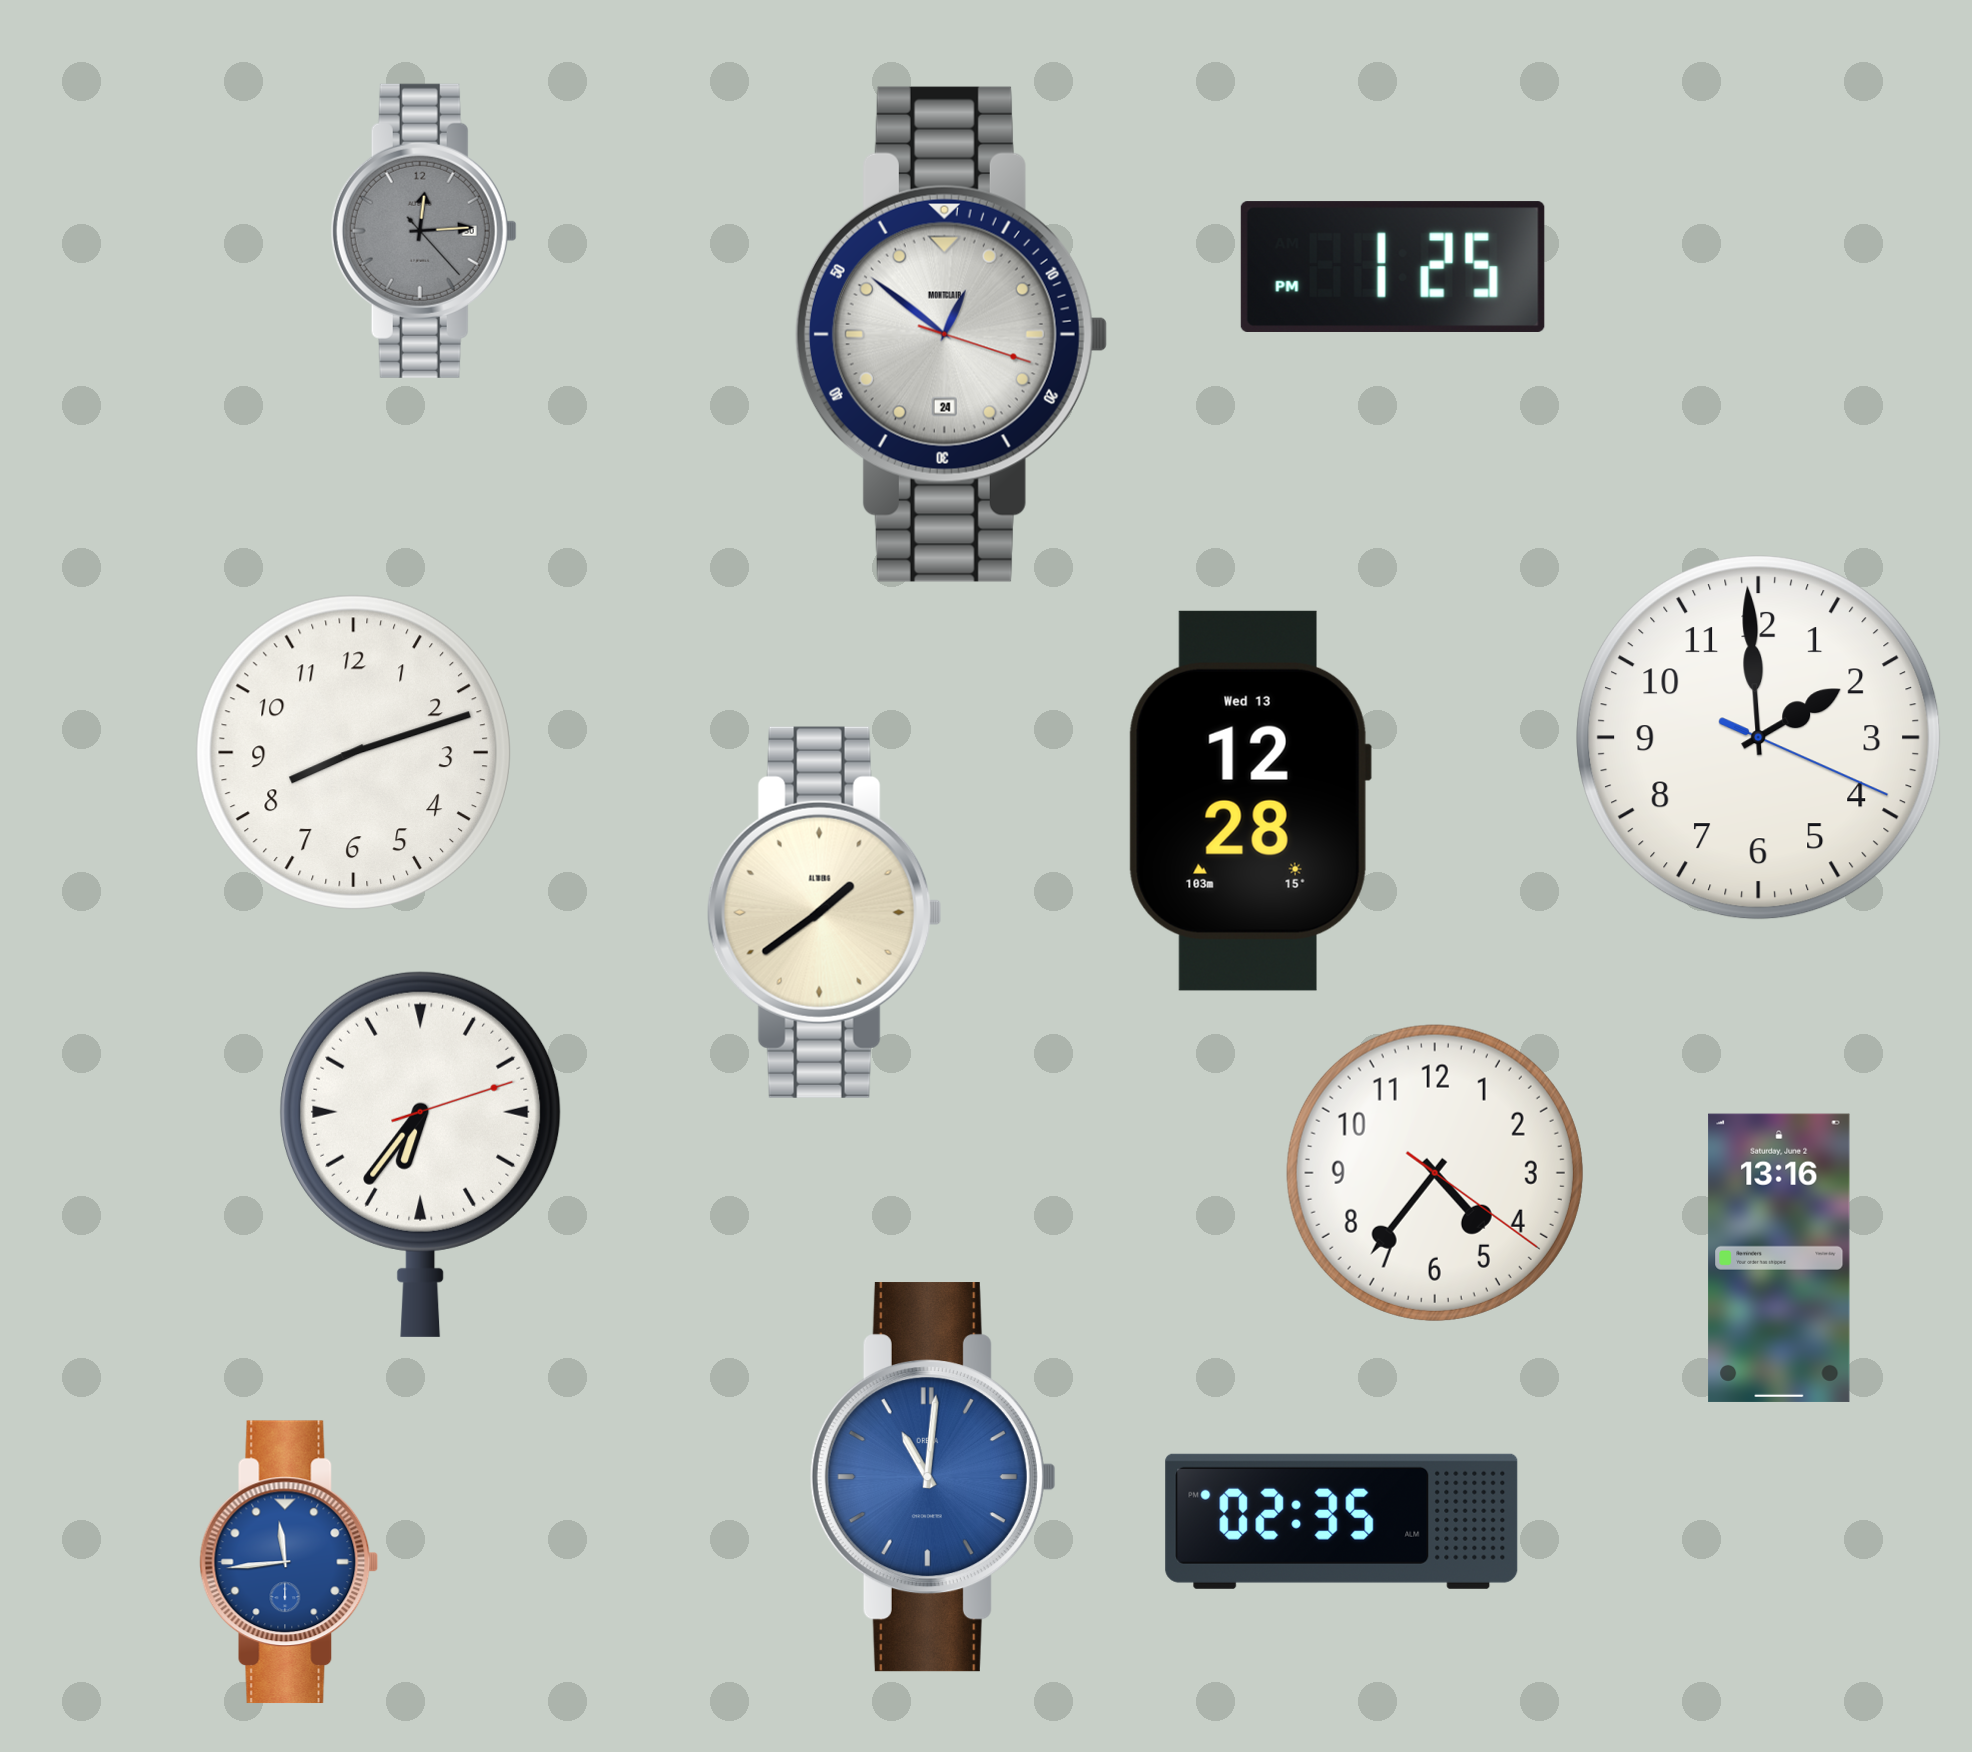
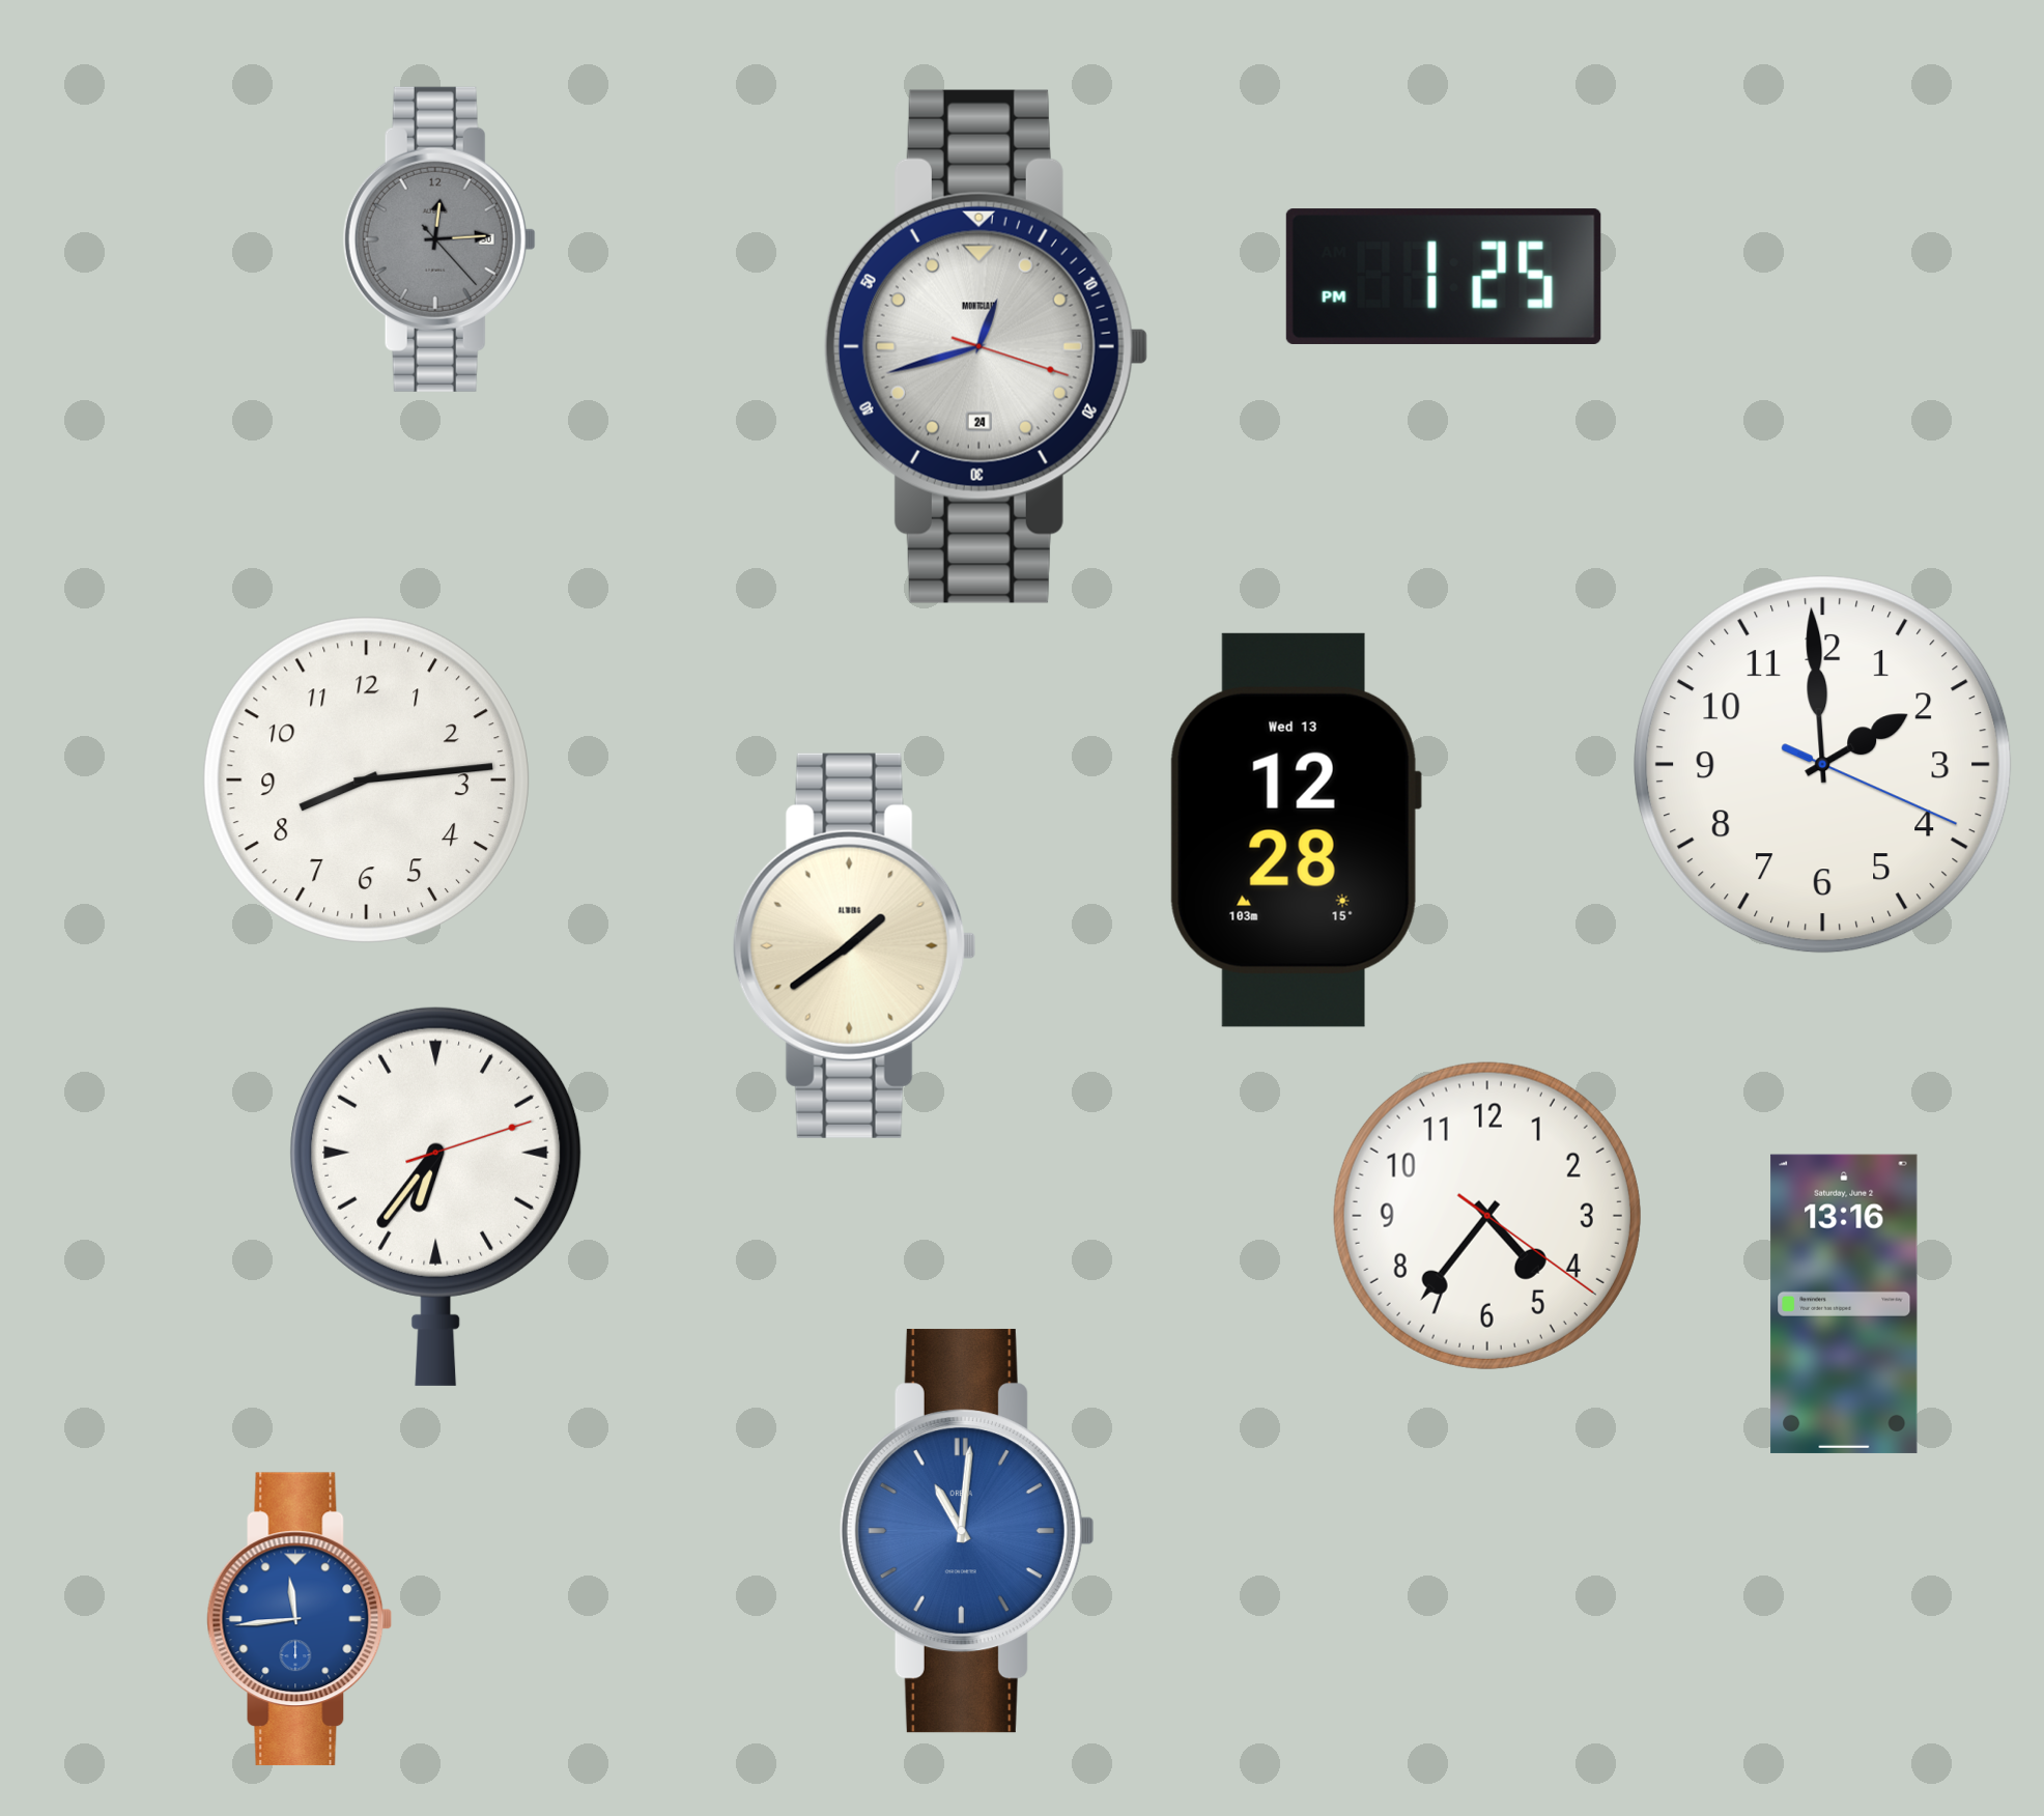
clock at (951, 334): 12:51 -> 12:42
clock at (353, 752): 8:12 -> 8:14
clock at (1342, 1521): 02:35 -> none
